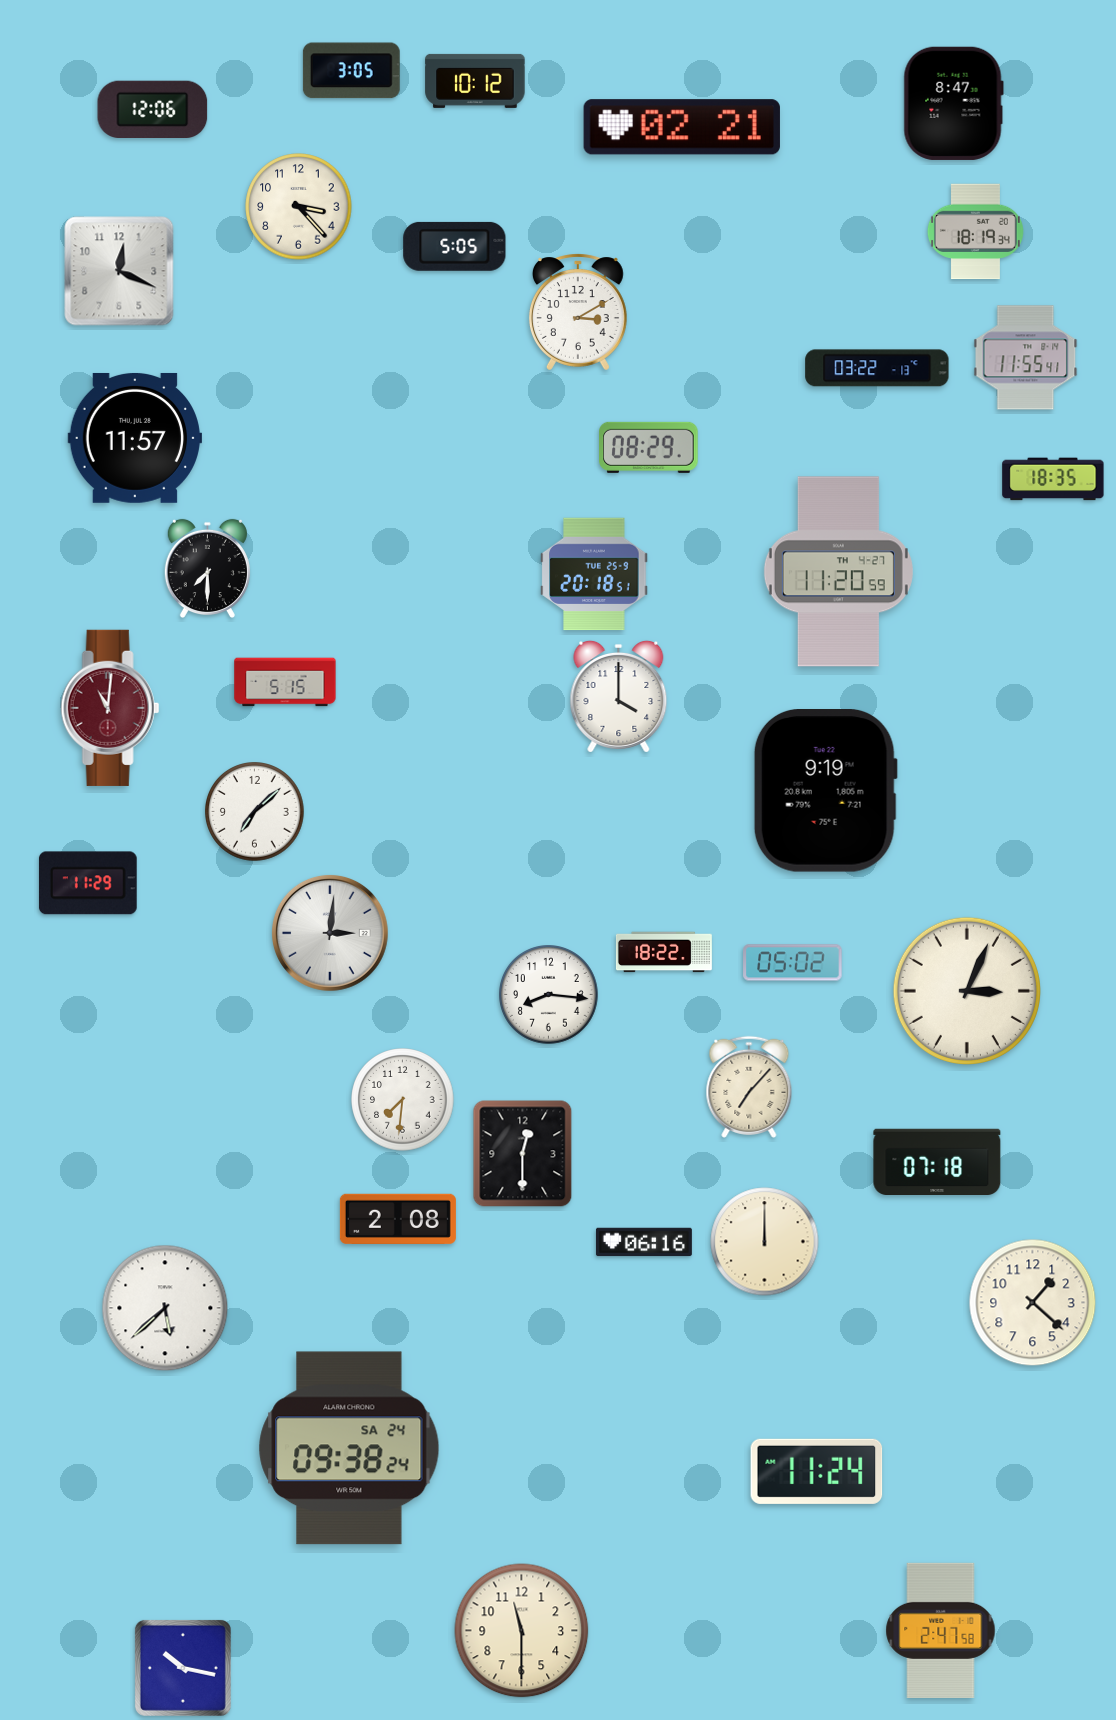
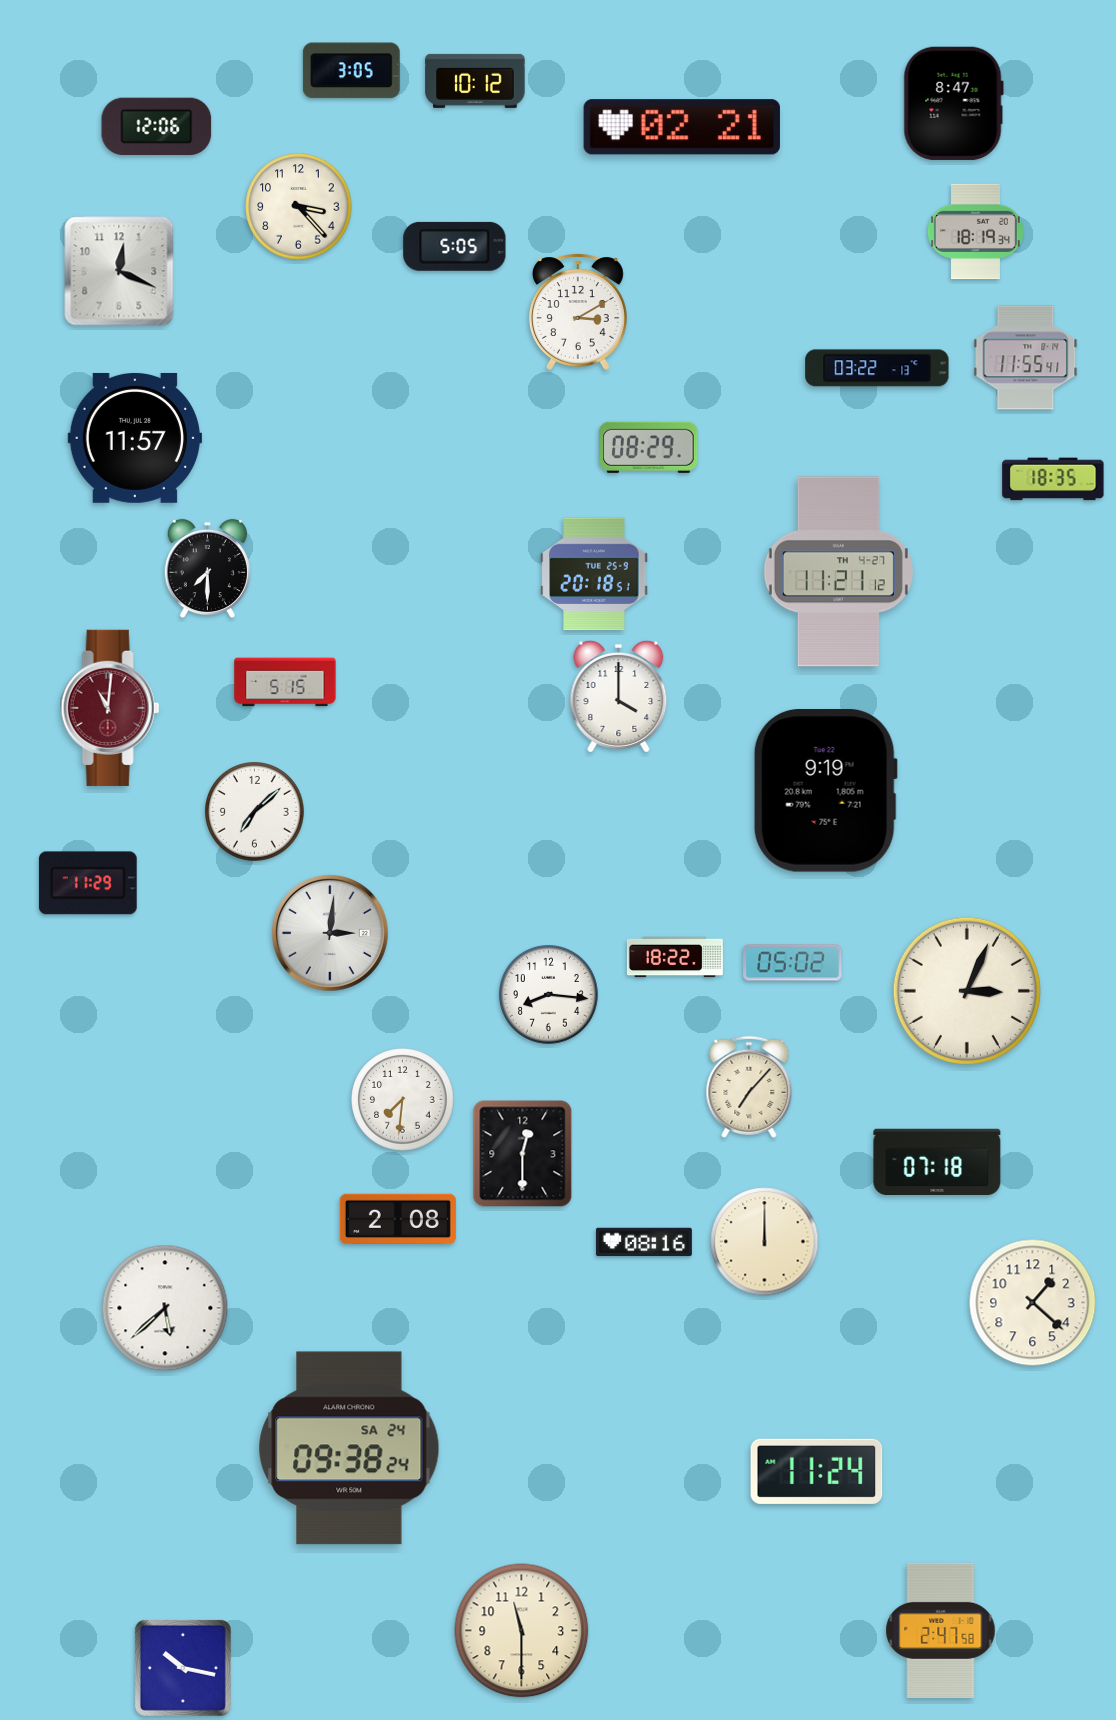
clock at (153, 109) position: (153, 109) -> (157, 126)
clock at (838, 572): 11:20 -> 11:21
clock at (664, 952) position: (664, 952) -> (675, 957)
clock at (644, 1242): 06:16 -> 08:16
